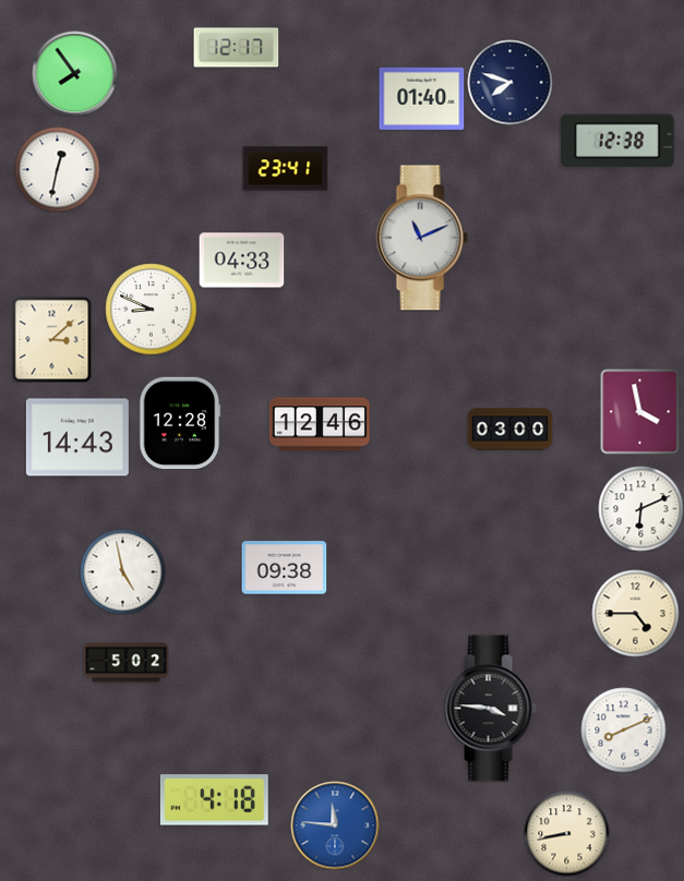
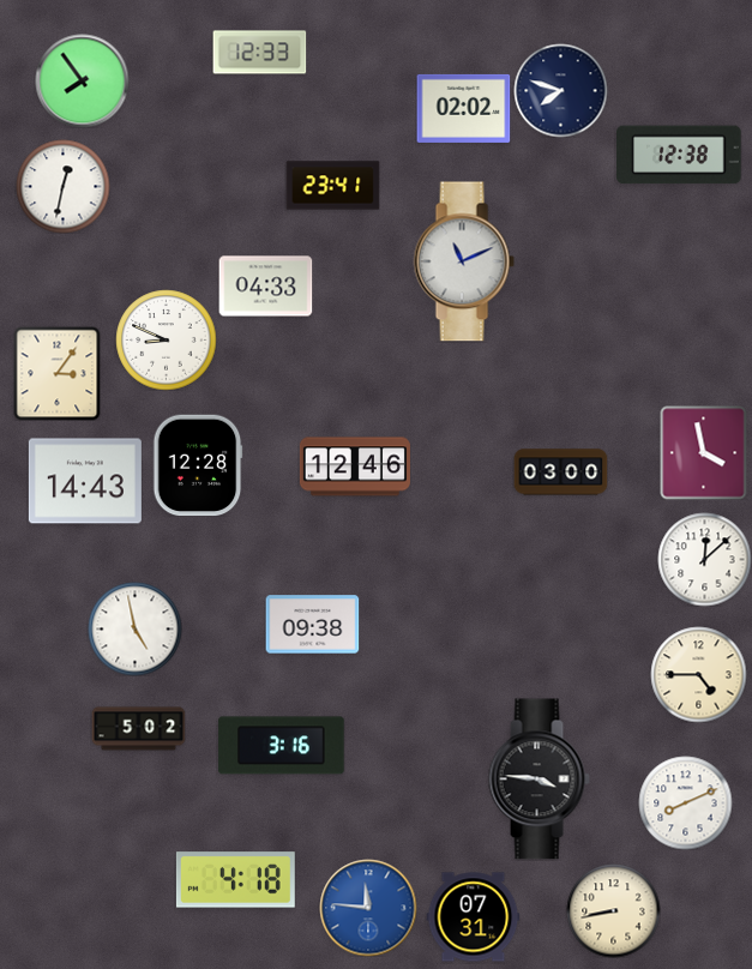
clock at (236, 48): 12:17 -> 12:33
clock at (421, 98): 01:40 -> 02:02
clock at (285, 169) position: (285, 169) -> (332, 186)
clock at (52, 339): 3:08 -> 3:06
clock at (320, 424) position: (320, 424) -> (355, 467)
clock at (640, 508): 6:11 -> 12:08
clock at (282, 746): none -> 3:16
clock at (566, 833) position: (566, 833) -> (613, 910)
clock at (473, 917): none -> 07:31
